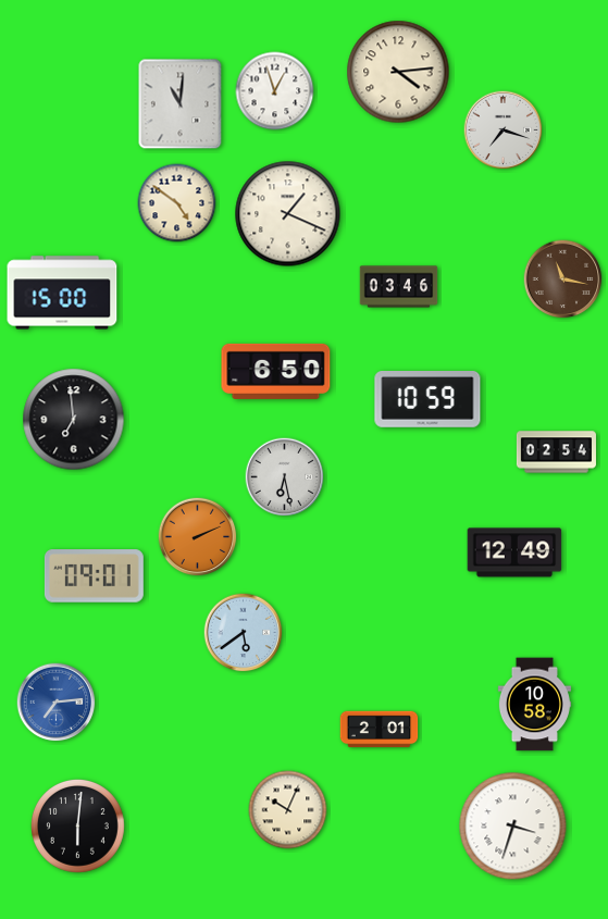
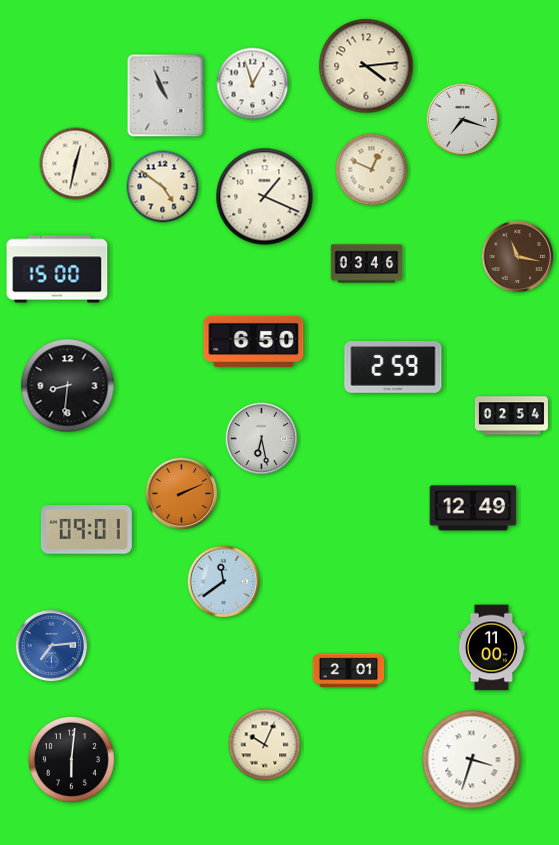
clock at (181, 104): 11:01 -> 10:56
clock at (76, 164): none -> 12:32
clock at (372, 170): none -> 12:49
clock at (427, 400): 10:59 -> 2:59
clock at (74, 420): 6:59 -> 8:31
clock at (244, 633): 5:39 -> 11:39
clock at (534, 705): 10:58 -> 11:00
